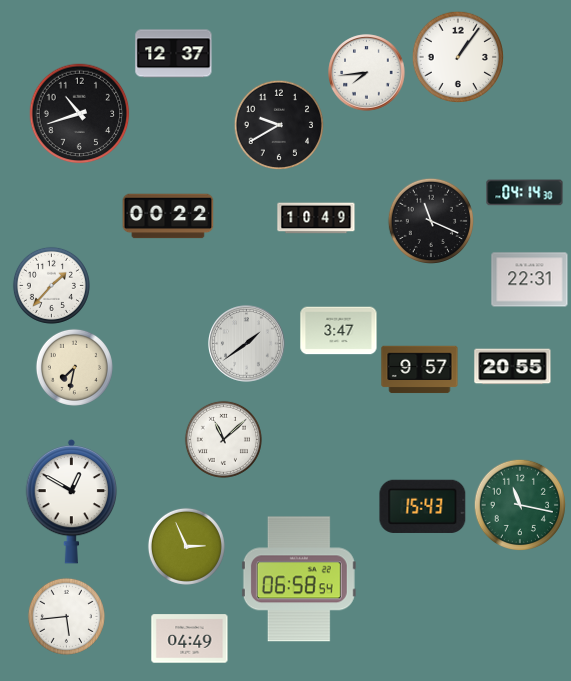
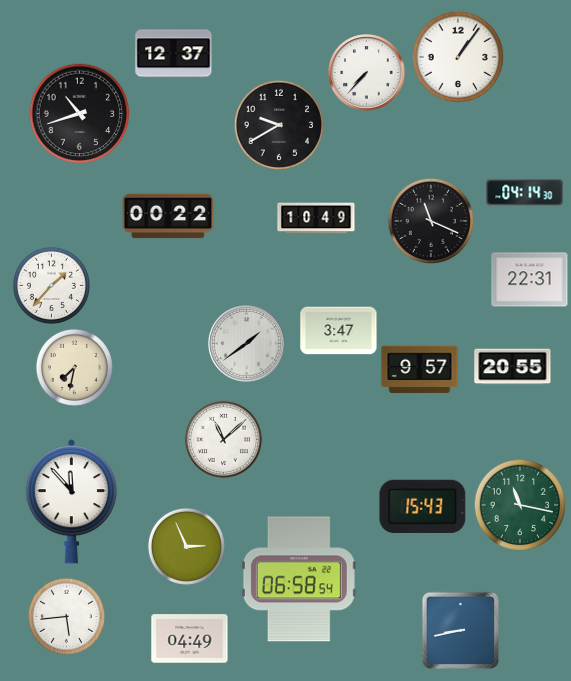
clock at (367, 73): 7:44 -> 7:37
clock at (72, 501): 12:50 -> 11:53
clock at (460, 630): none -> 8:43
